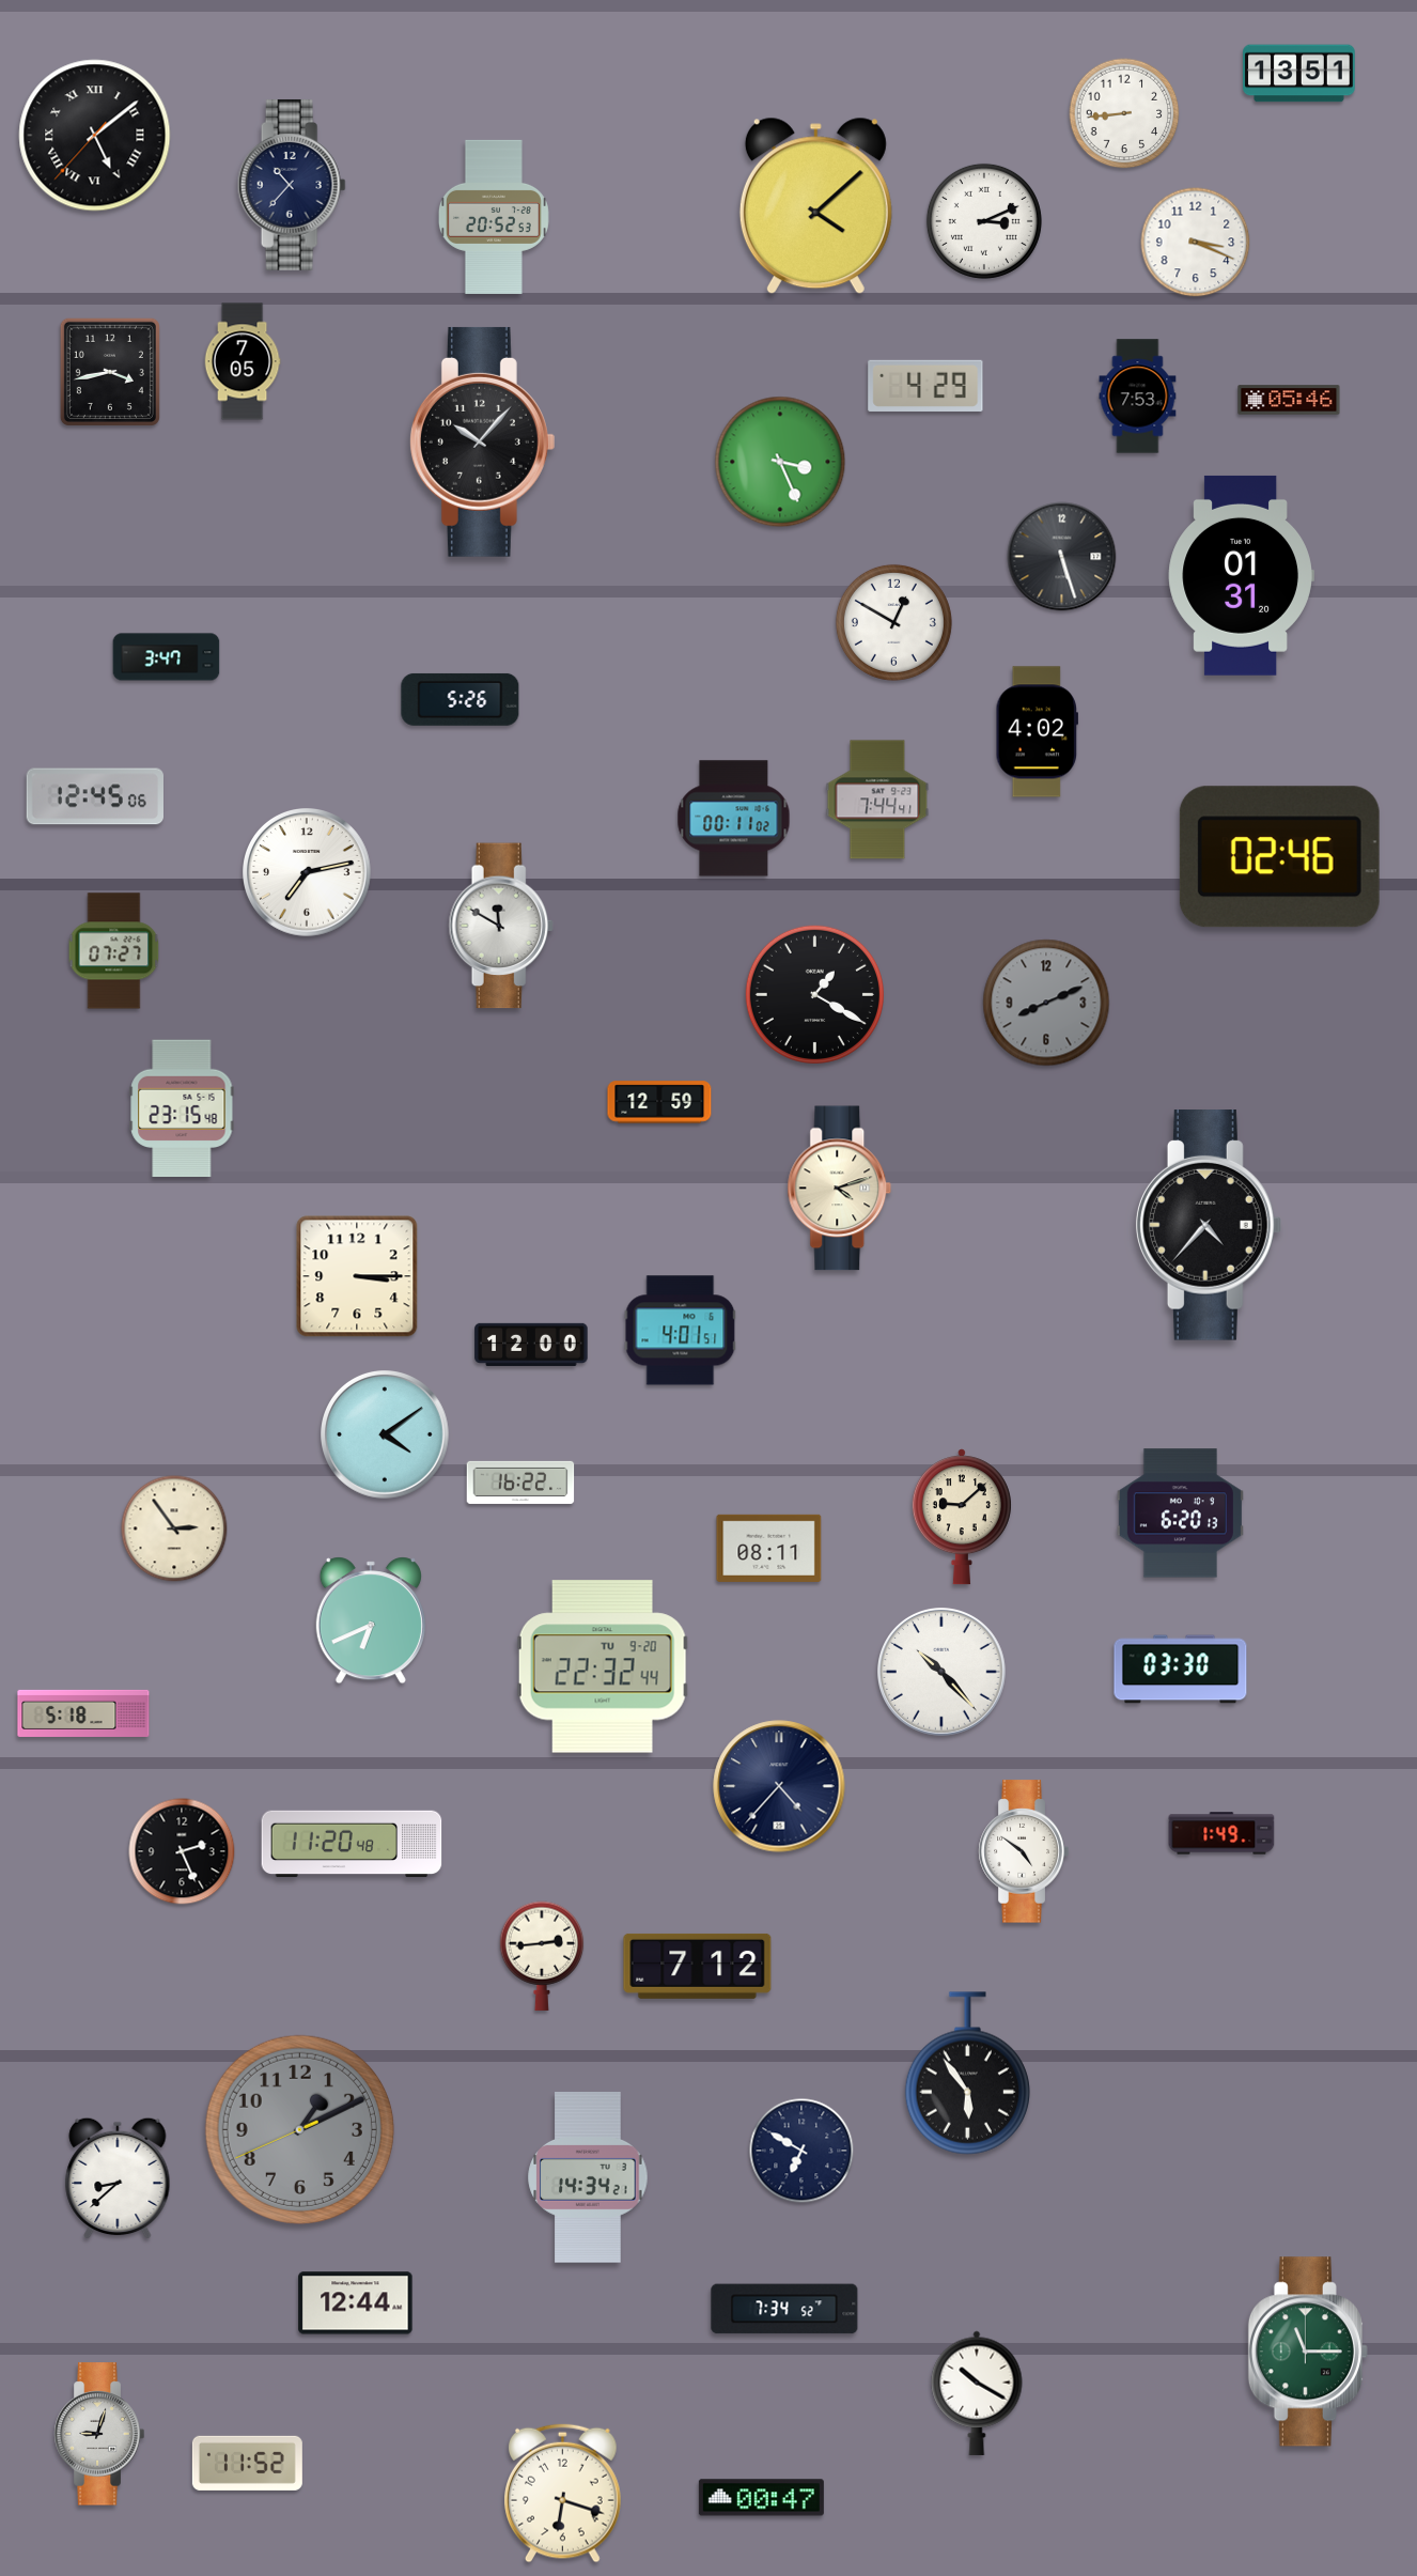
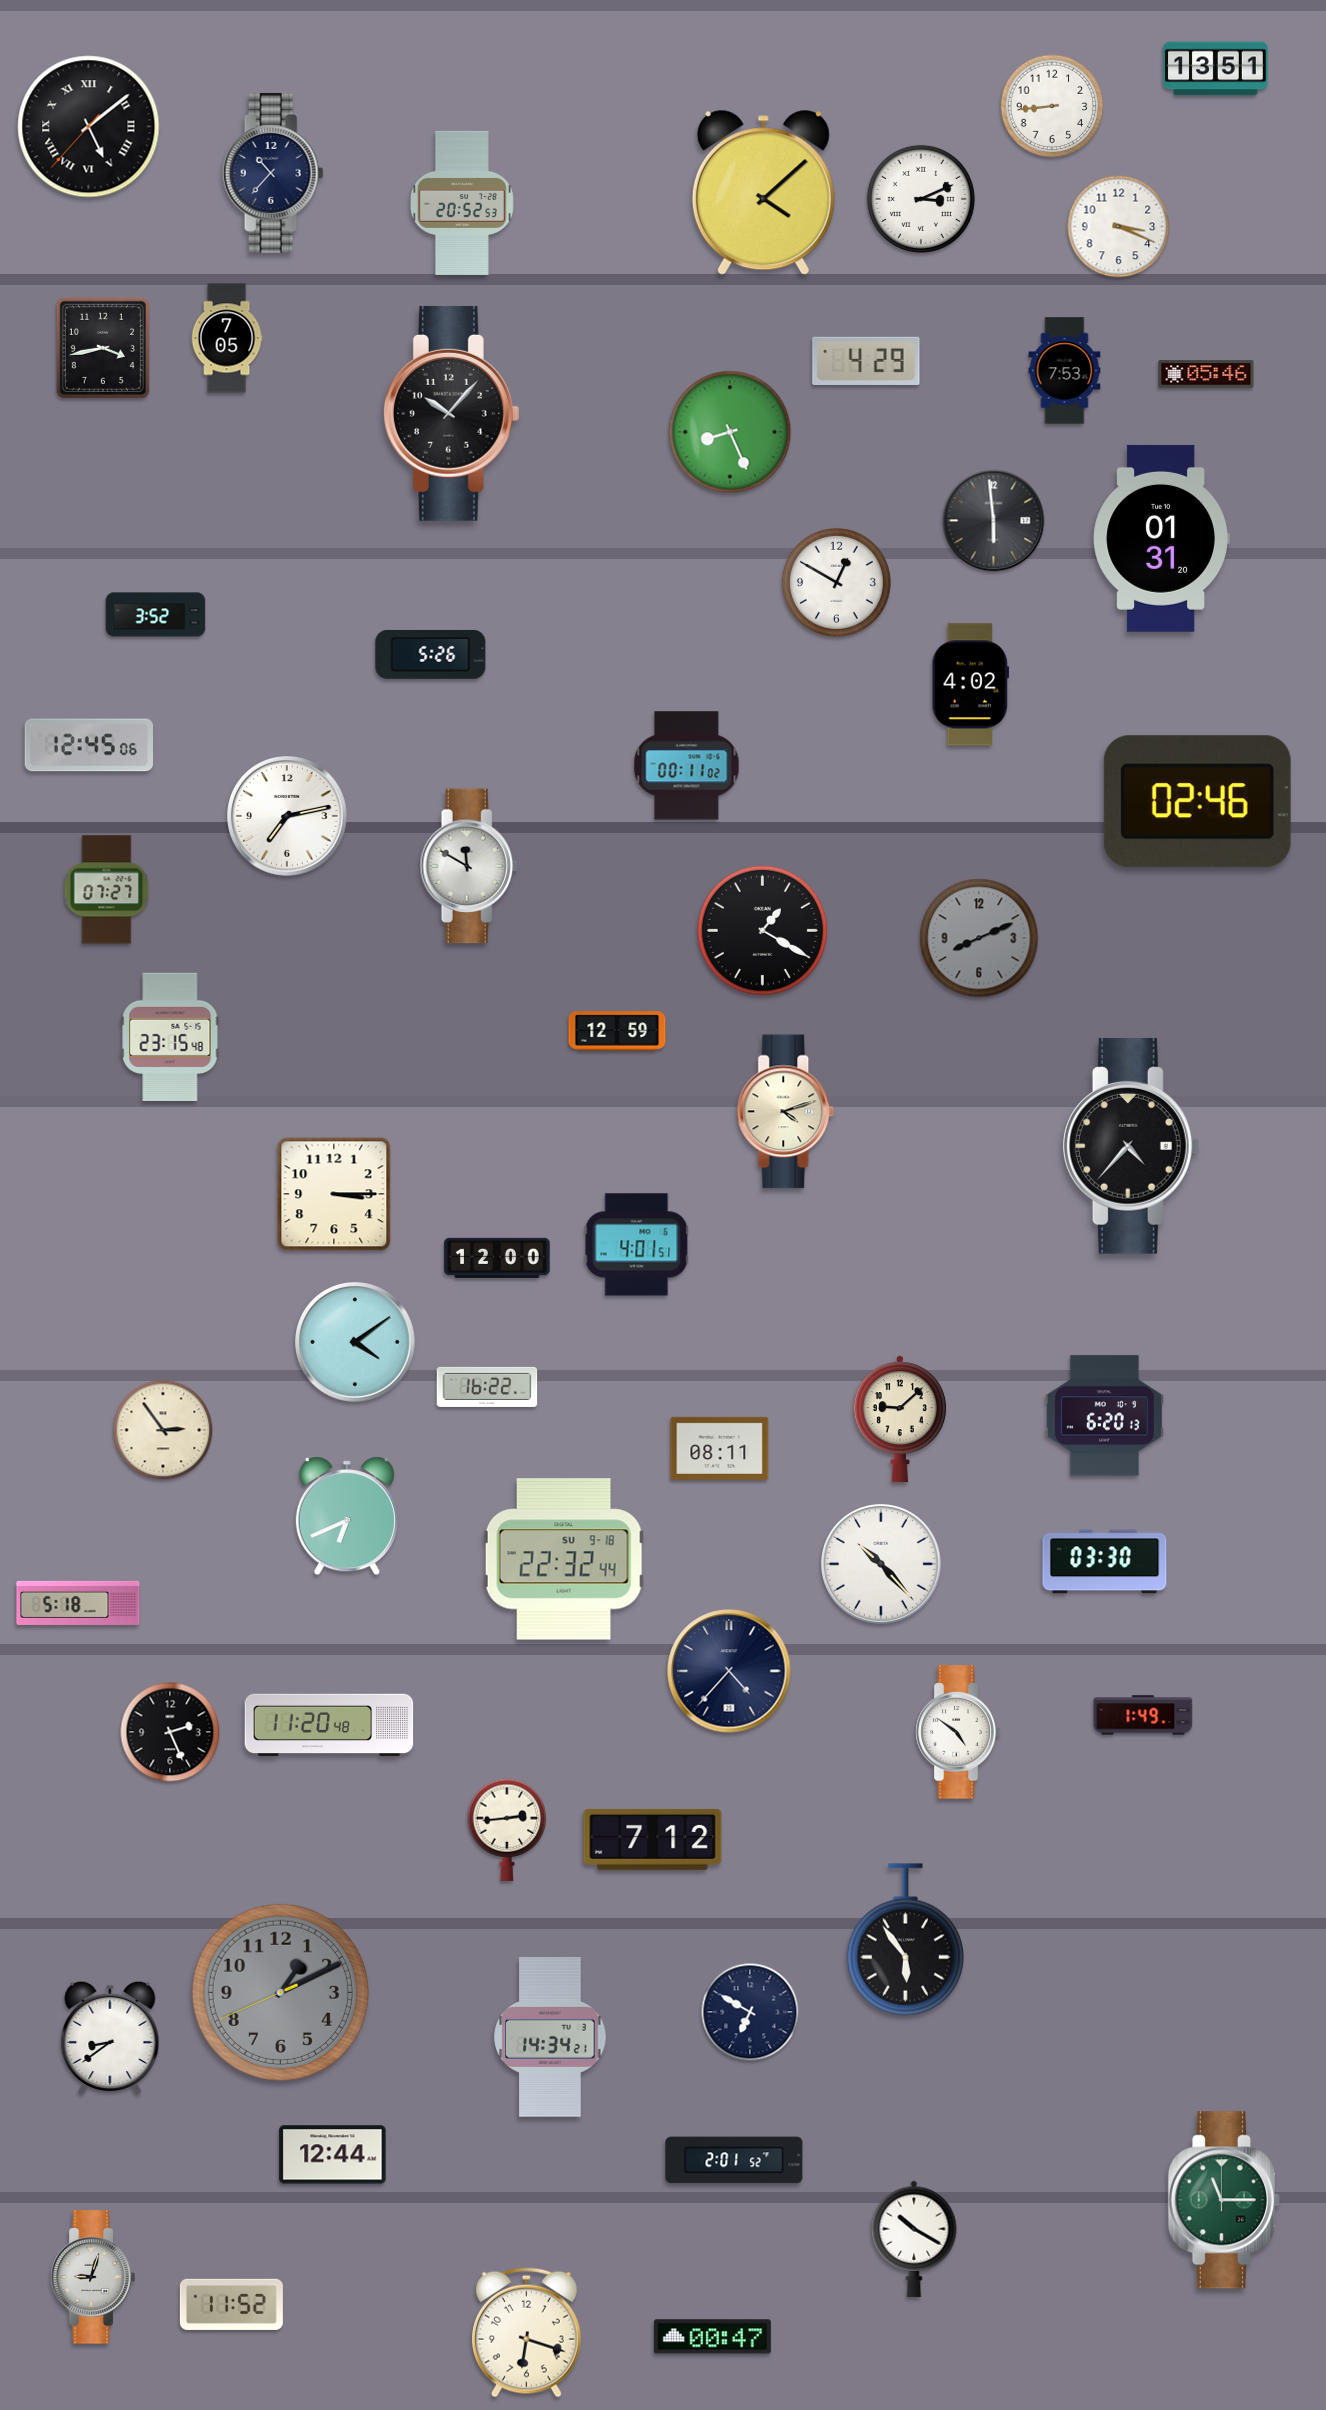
clock at (984, 221) position: (984, 221) -> (921, 199)
clock at (780, 462): 3:26 -> 8:26
clock at (1062, 557): 5:27 -> 5:59
clock at (167, 657): 3:47 -> 3:52
clock at (877, 800): 7:44 -> none
clock at (386, 1436) position: (386, 1436) -> (356, 1343)
clock at (603, 1666) date: TU 9-20 -> SU 9-18
clock at (118, 2178): 8:38 -> 8:39
clock at (784, 2309): 7:34 -> 2:01
